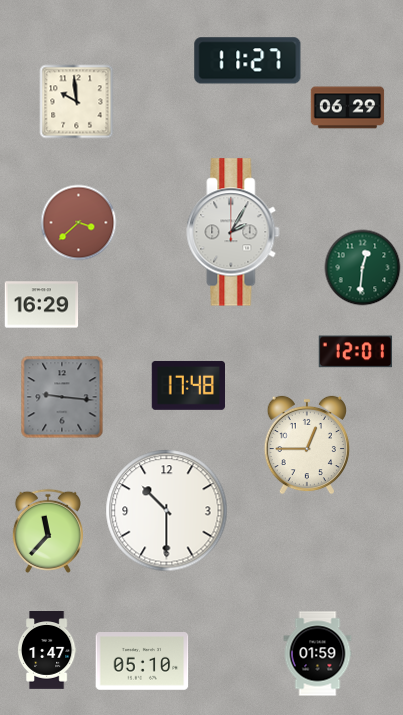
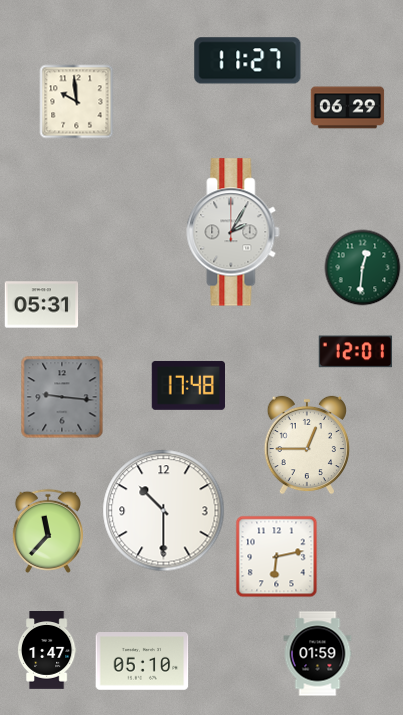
clock at (79, 223): 3:38 -> none
clock at (42, 305): 16:29 -> 05:31
clock at (167, 511) position: (167, 511) -> (164, 511)
clock at (277, 557): none -> 6:13
